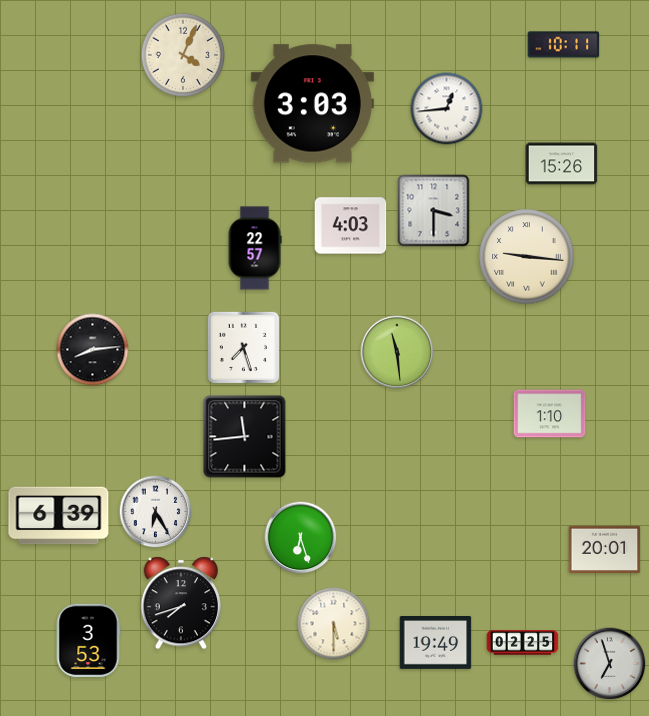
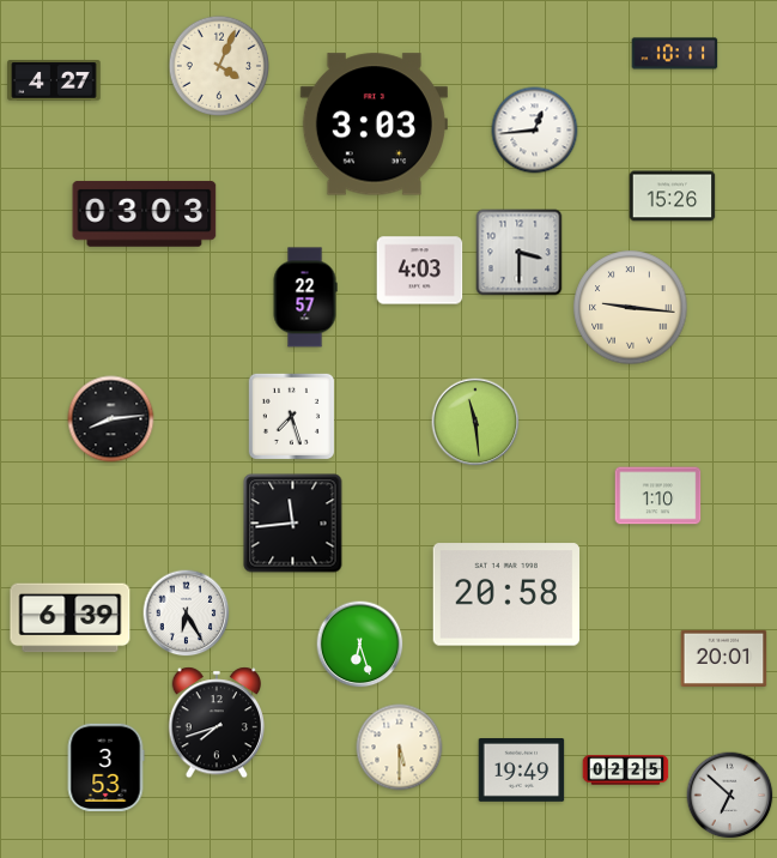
clock at (54, 80): none -> 4:27
clock at (145, 213): none -> 03:03
clock at (505, 594): none -> 20:58
clock at (610, 664): 6:57 -> 6:52
